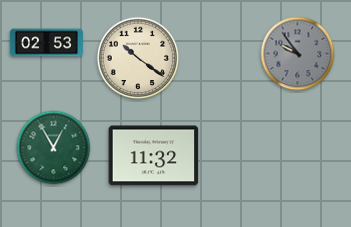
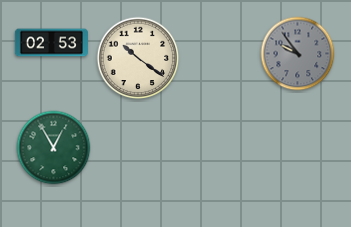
clock at (46, 43) position: (46, 43) -> (51, 43)
clock at (154, 156): 11:32 -> none
